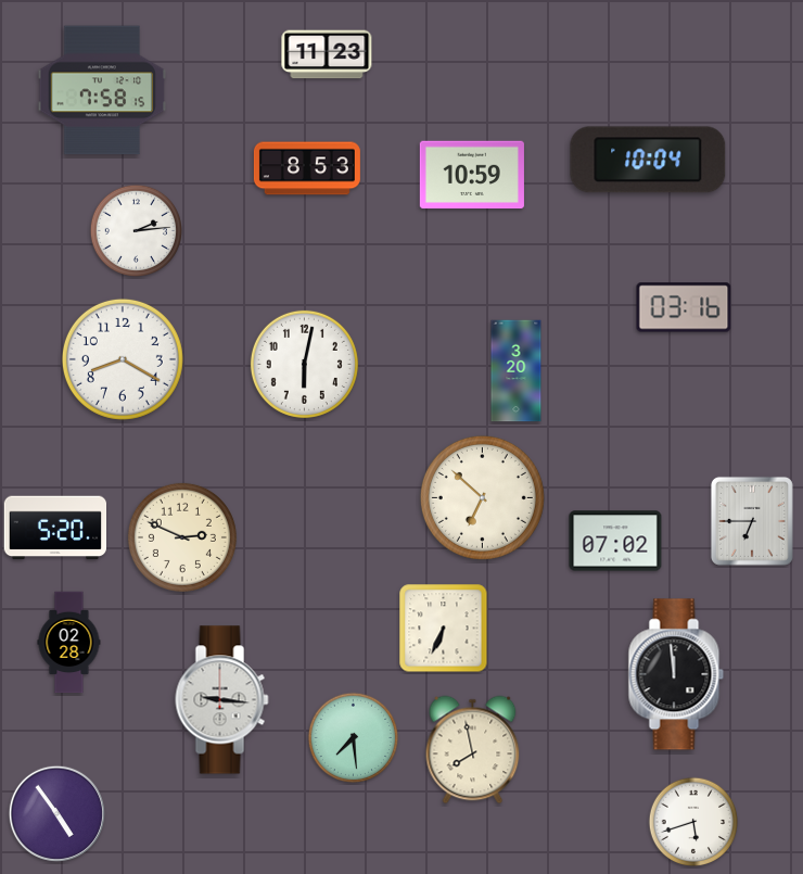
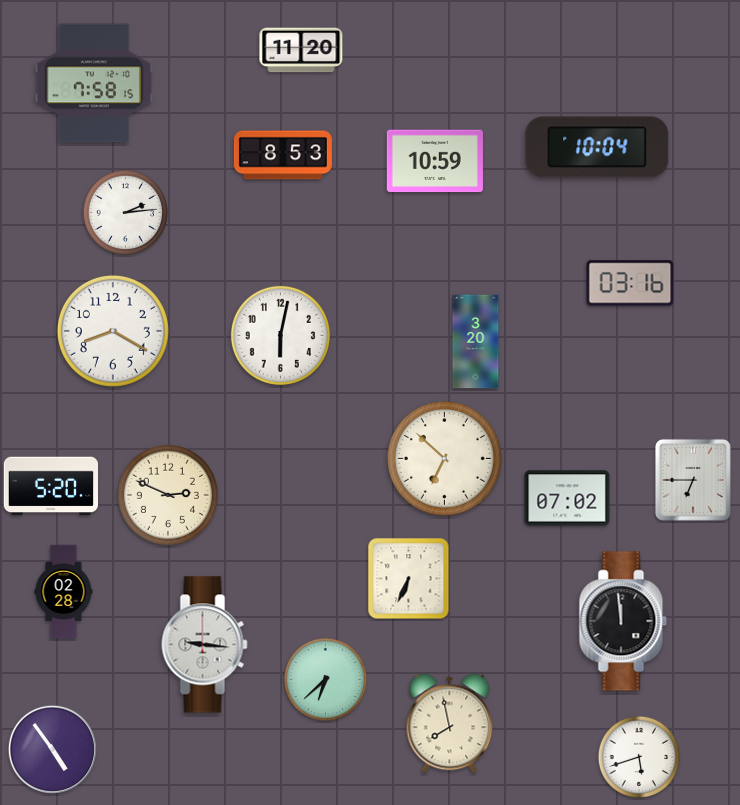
clock at (327, 54): 11:23 -> 11:20
clock at (354, 738): 7:29 -> 6:38
clock at (473, 750) position: (473, 750) -> (450, 724)
